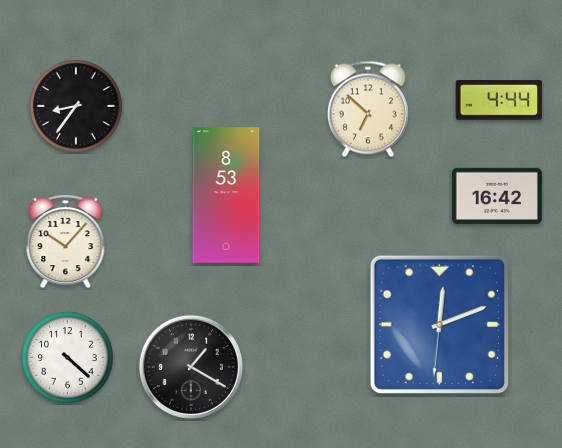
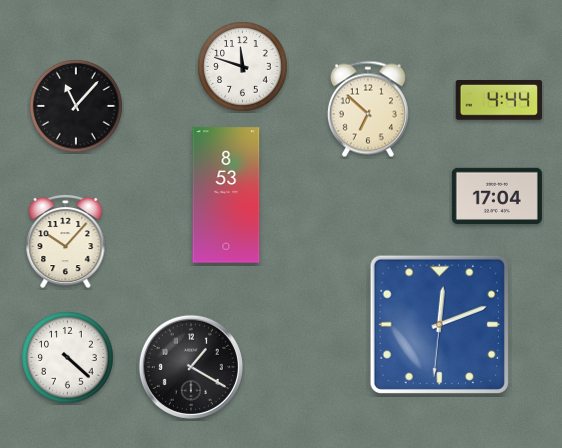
clock at (243, 67): none -> 11:48
clock at (76, 106): 8:36 -> 11:07
clock at (497, 196): 16:42 -> 17:04
